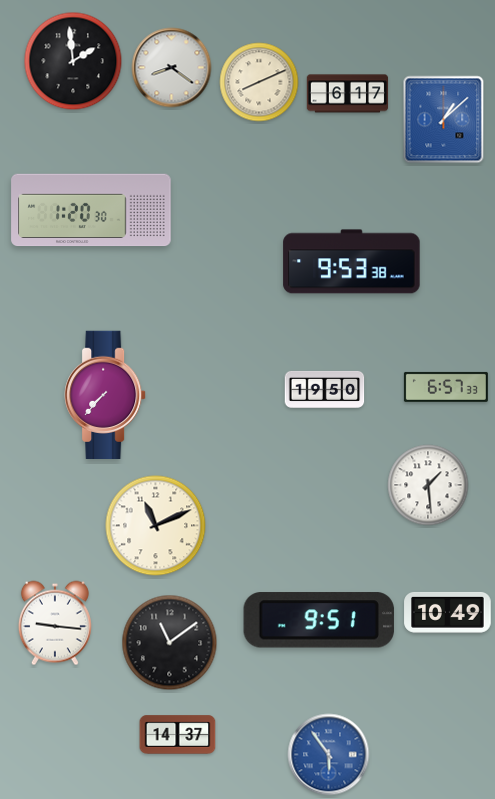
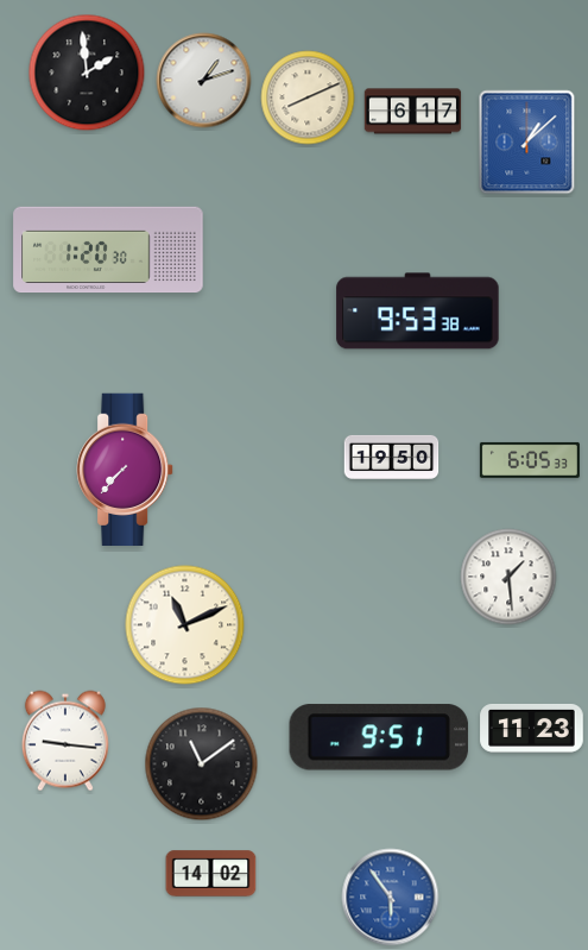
clock at (172, 68): 8:21 -> 1:12
clock at (446, 387): 6:57 -> 6:05
clock at (325, 389) position: (325, 389) -> (392, 457)
clock at (448, 612): 10:49 -> 11:23
clock at (178, 735): 14:37 -> 14:02
